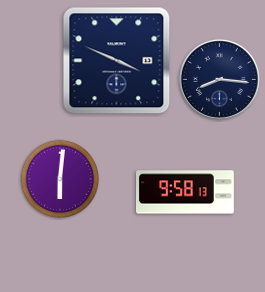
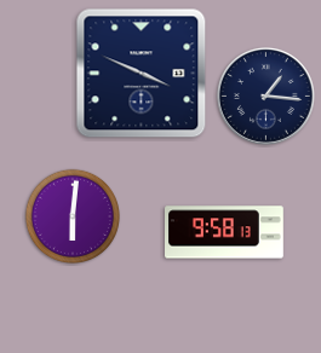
clock at (219, 79): 8:16 -> 1:16
